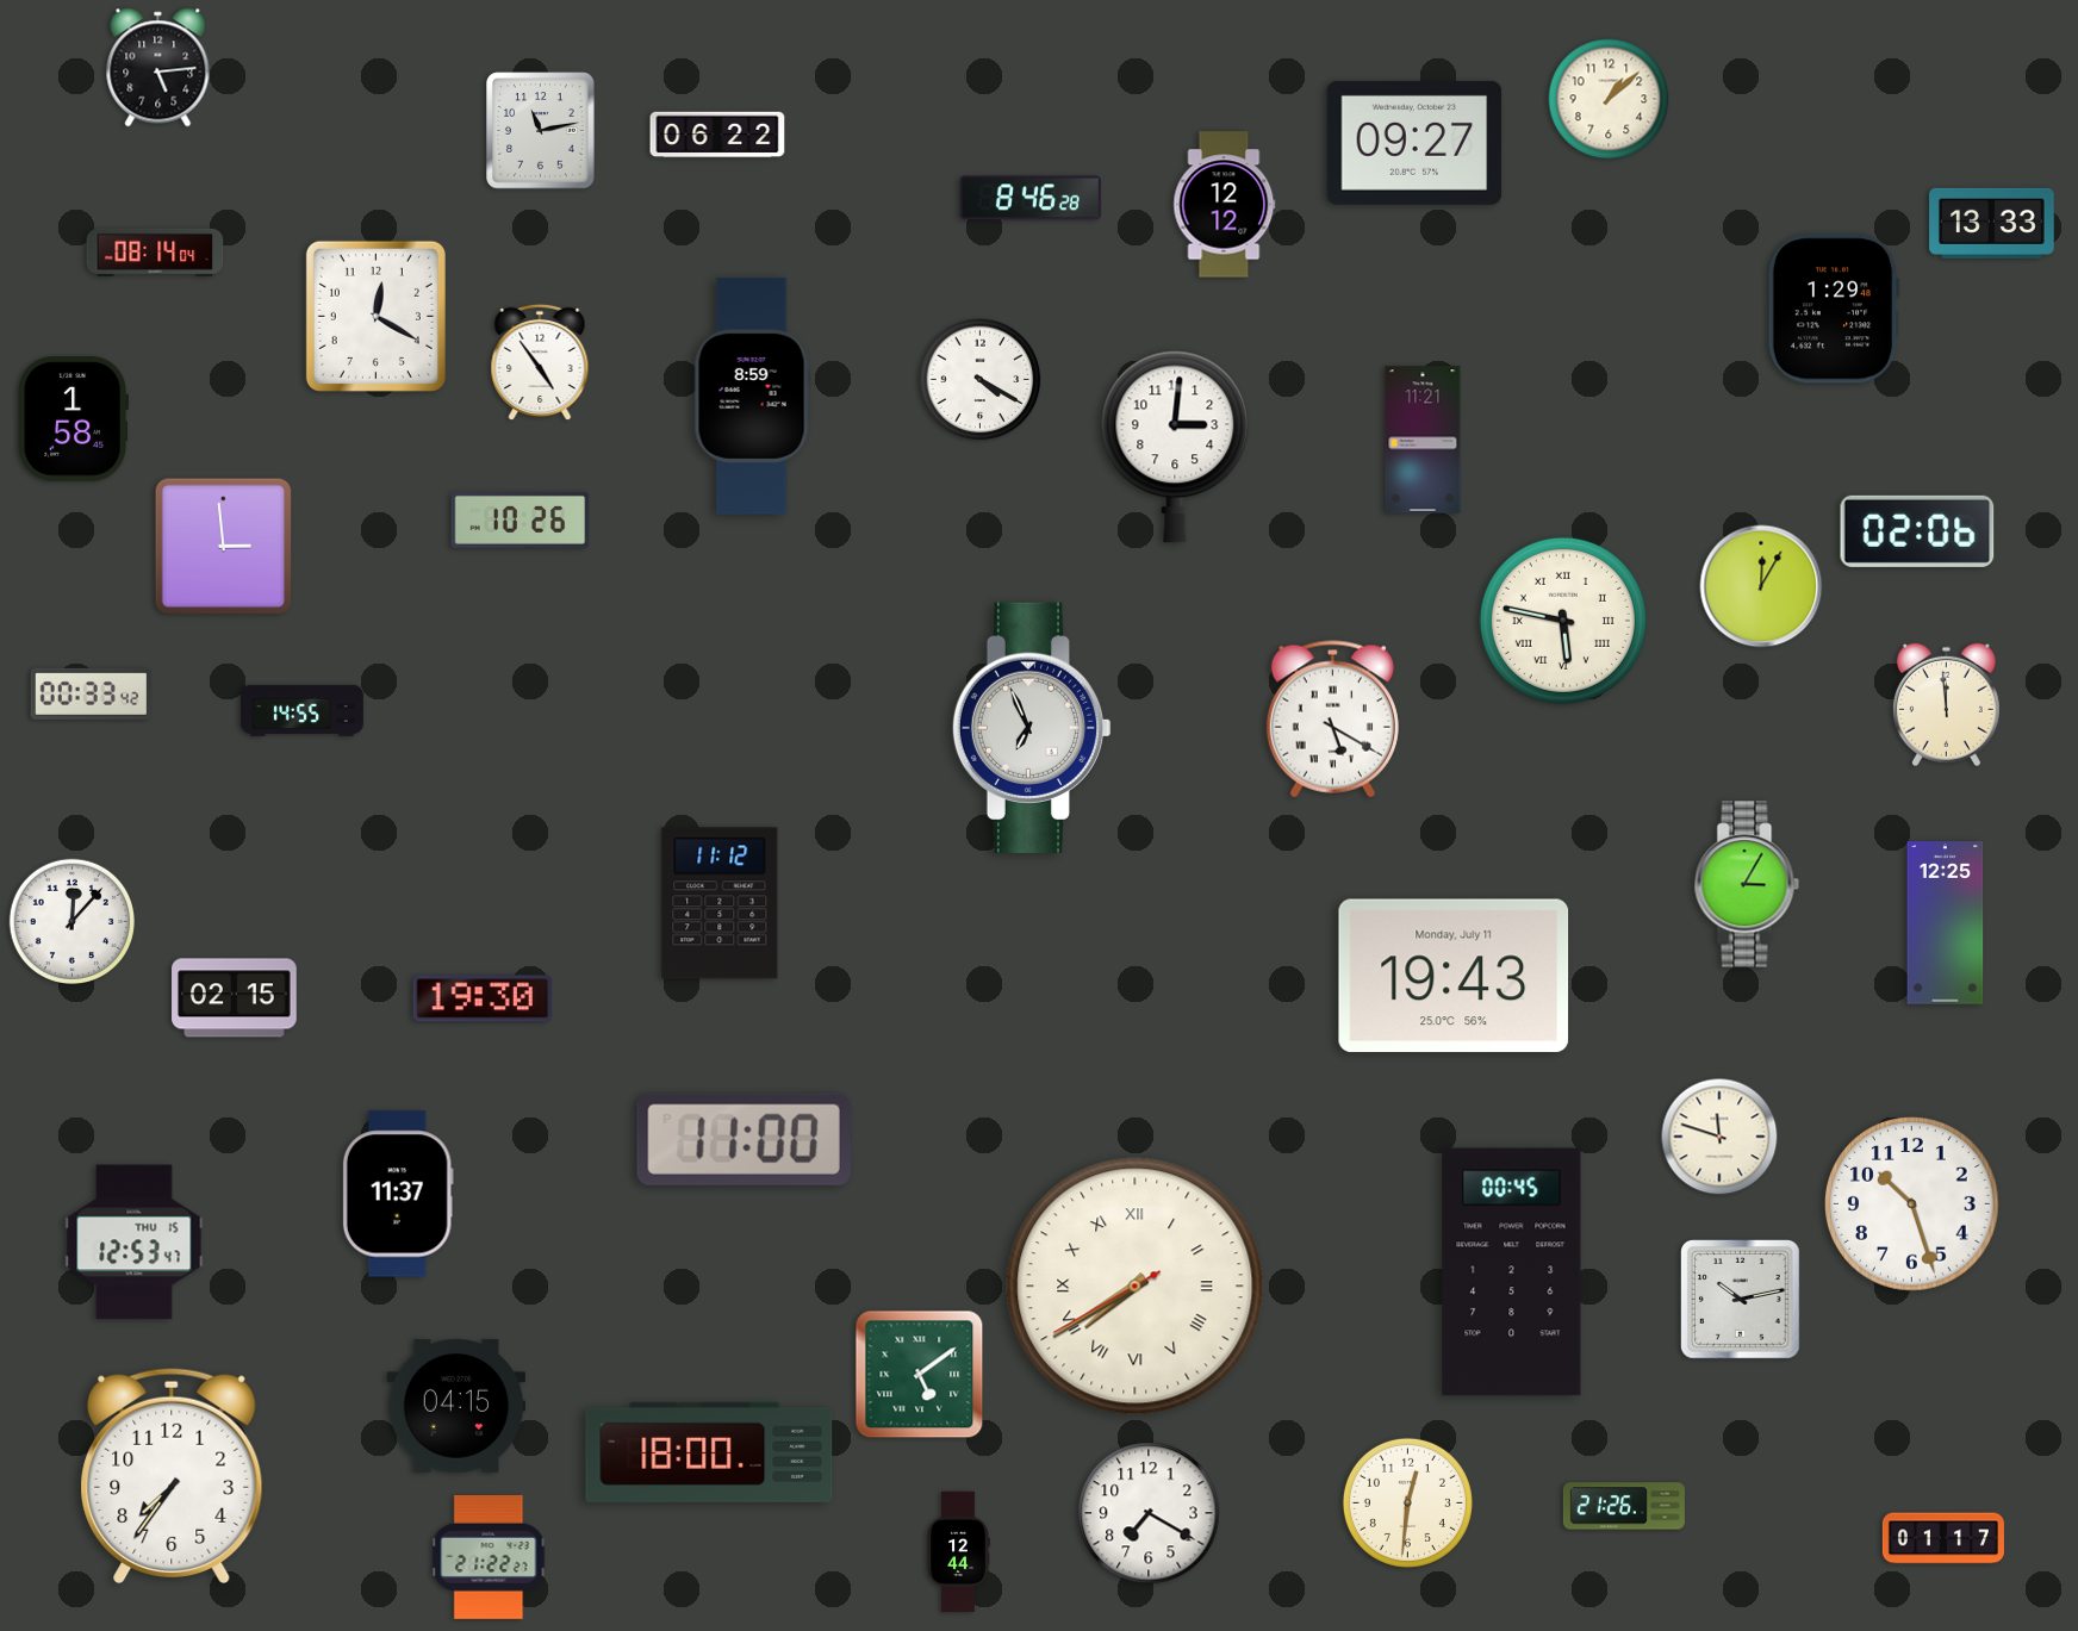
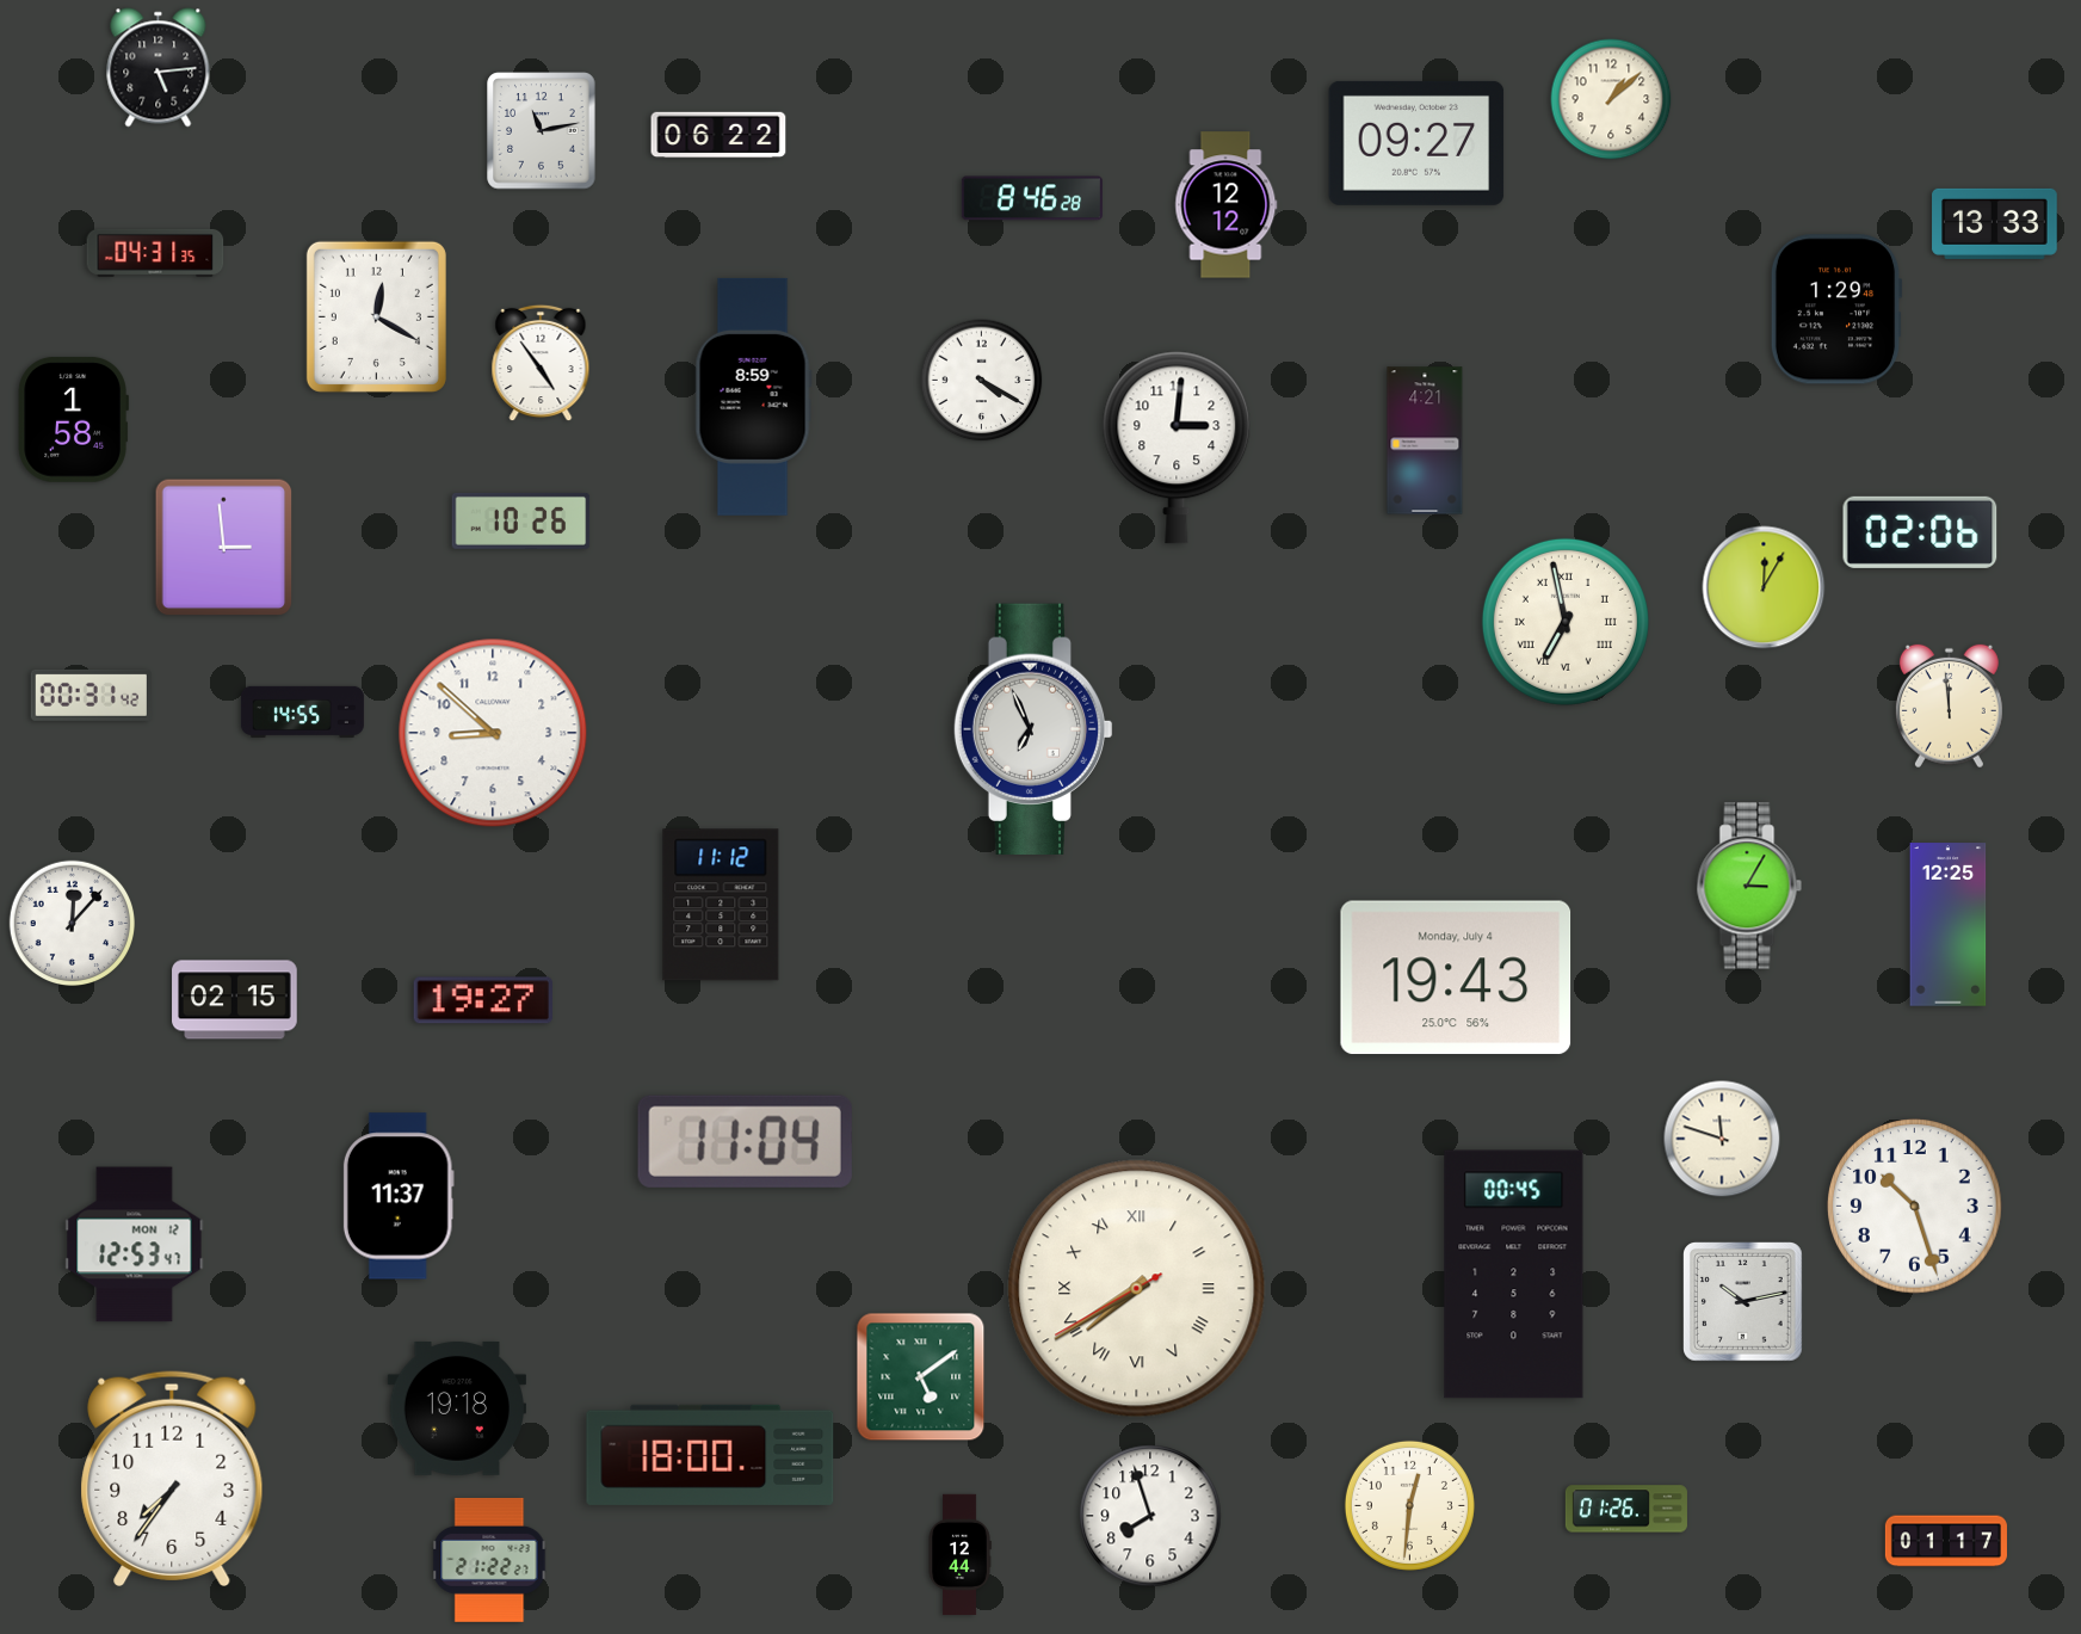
clock at (155, 253): 08:14 -> 04:31
clock at (1423, 440): 11:21 -> 4:21
clock at (1563, 621): 5:47 -> 6:58
clock at (91, 693): 00:33 -> 00:31
clock at (1332, 720): 5:20 -> none
clock at (493, 733): none -> 8:52
clock at (1454, 976) date: Monday, July 11 -> Monday, July 4
clock at (483, 998): 19:30 -> 19:27
clock at (744, 1139): 11:00 -> 11:04
clock at (135, 1243) date: THU 15 -> MON 12
clock at (455, 1406): 04:15 -> 19:18
clock at (1624, 1506): 21:26 -> 01:26
clock at (1149, 1513): 7:20 -> 7:57
